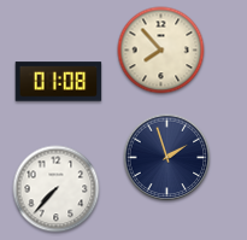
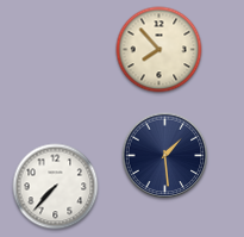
clock at (59, 82): 01:08 -> none
clock at (167, 158): 1:57 -> 1:29
